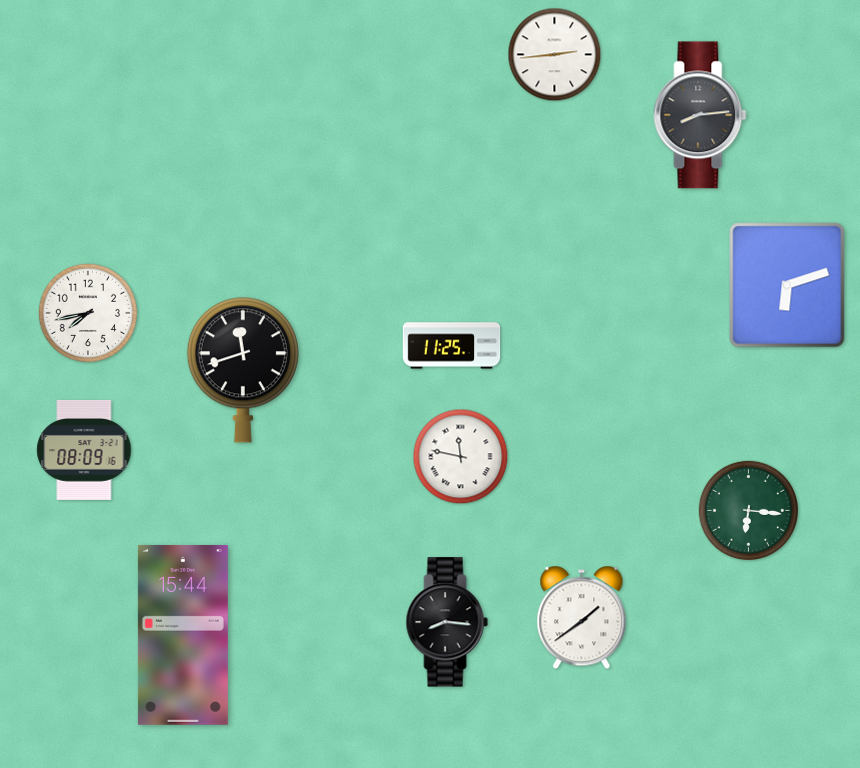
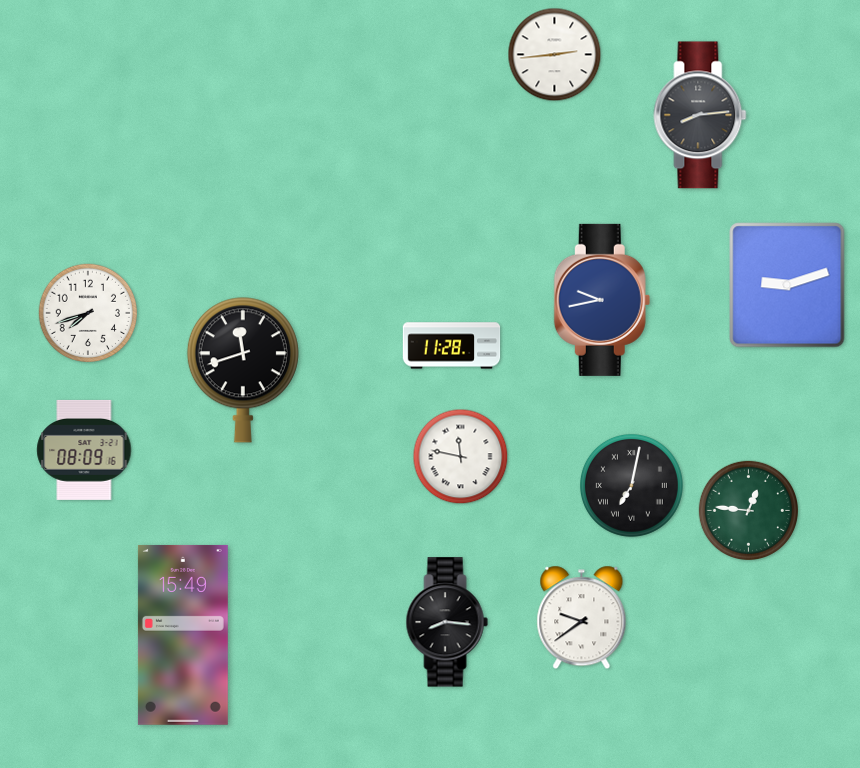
clock at (787, 285): 6:12 -> 9:12
clock at (602, 300): none -> 9:43
clock at (88, 313): 7:43 -> 7:42
clock at (452, 346): 11:25 -> 11:28
clock at (631, 485): none -> 7:02
clock at (748, 510): 6:16 -> 12:46
clock at (582, 618): 1:39 -> 9:39
clock at (183, 635): 15:44 -> 15:49
